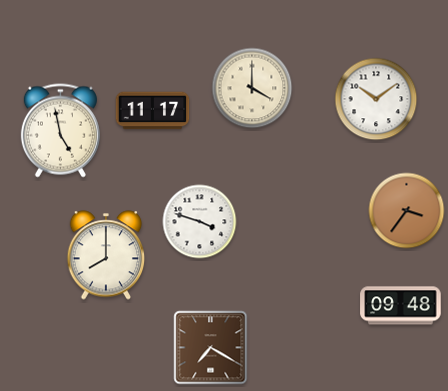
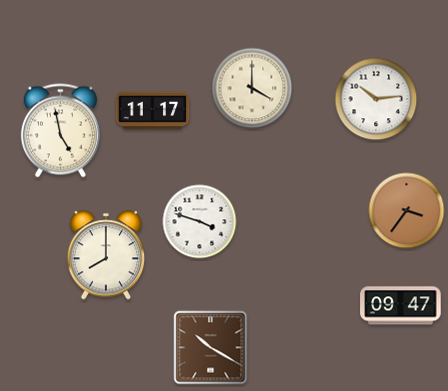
clock at (376, 99): 10:09 -> 10:14
clock at (401, 306): 09:48 -> 09:47
clock at (211, 348): 7:20 -> 10:20
